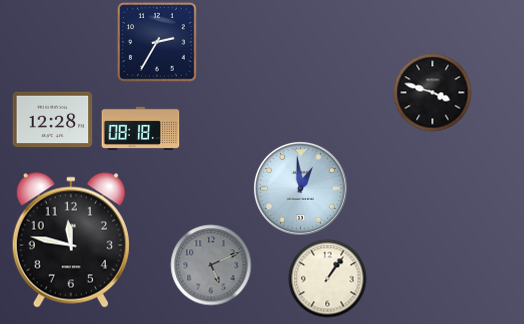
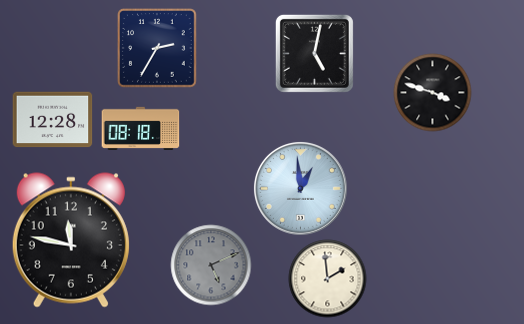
clock at (157, 42) position: (157, 42) -> (157, 48)
clock at (314, 53): none -> 5:02
clock at (327, 278): 1:06 -> 1:59
